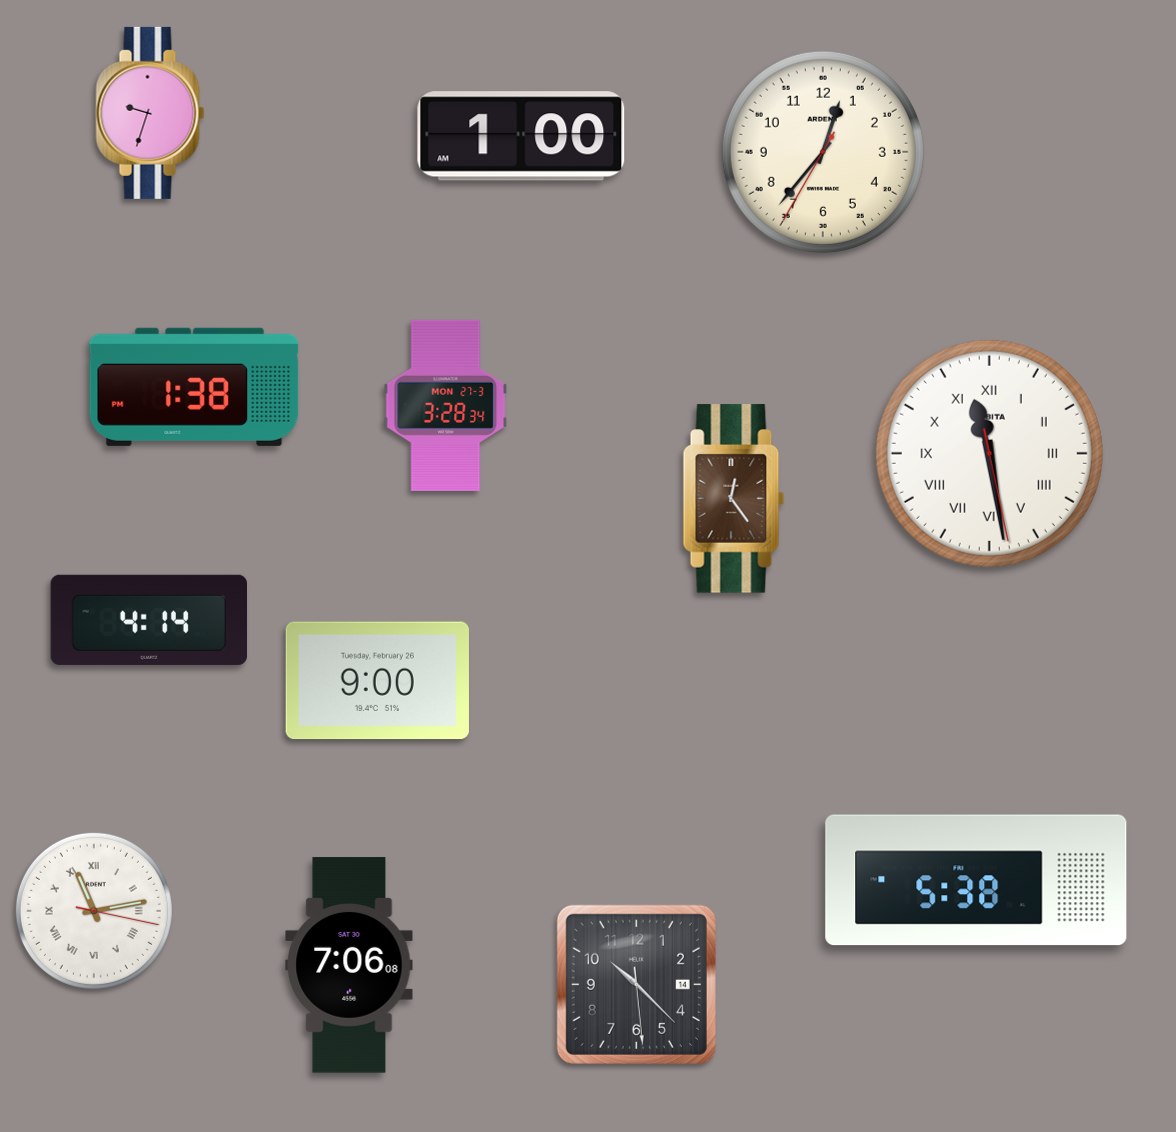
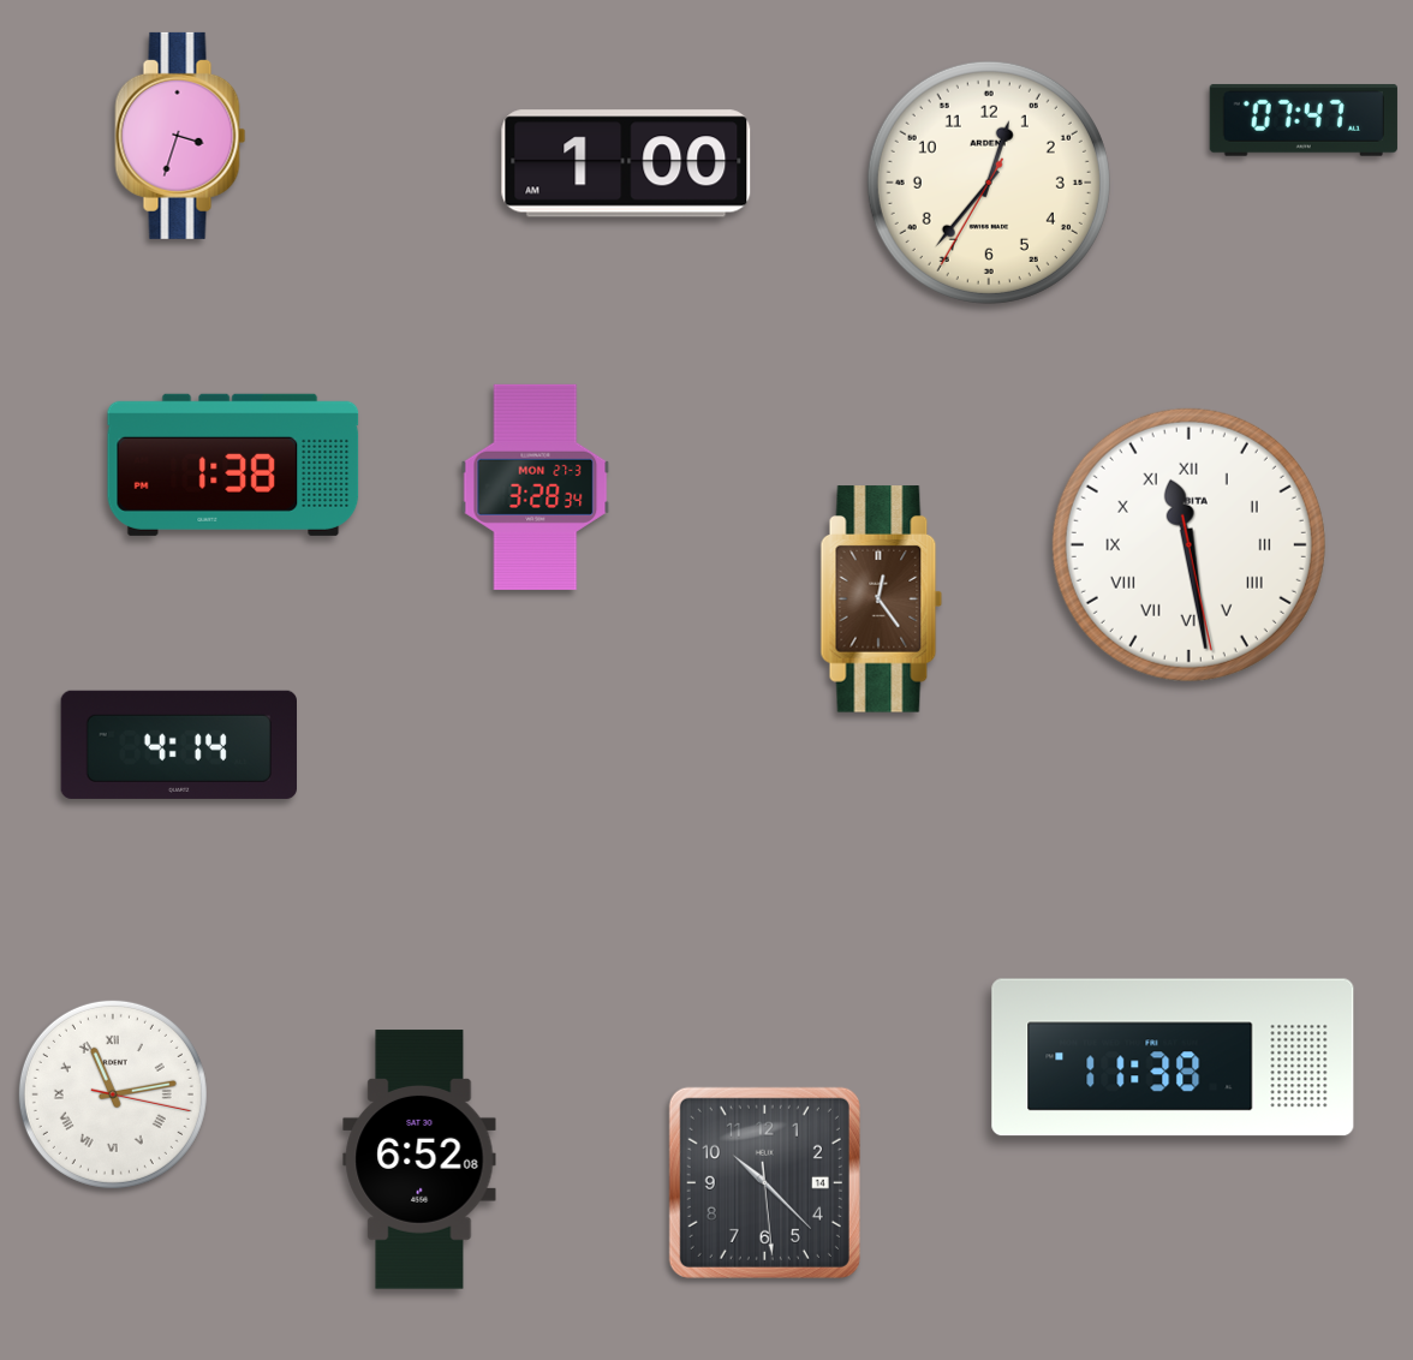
clock at (1304, 120): none -> 07:47
clock at (150, 113): 9:33 -> 3:33
clock at (377, 681): 9:00 -> none
clock at (976, 880): 5:38 -> 11:38
clock at (349, 965): 7:06 -> 6:52
